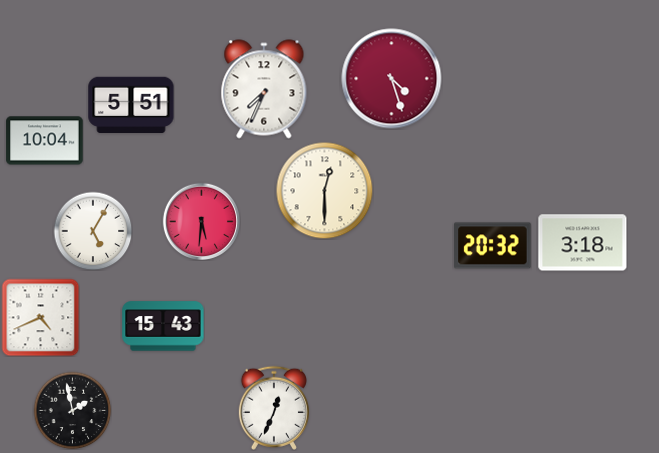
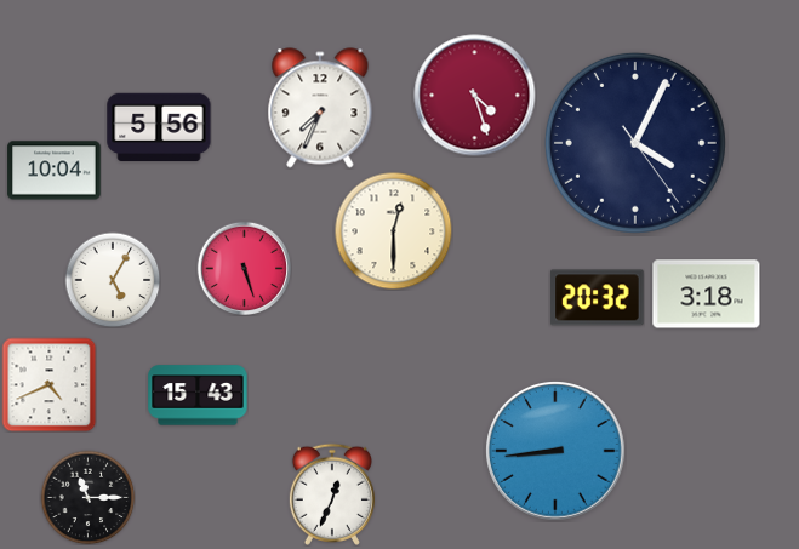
clock at (131, 105): 5:51 -> 5:56
clock at (635, 143): none -> 4:04
clock at (201, 221): 5:31 -> 5:27
clock at (557, 452): none -> 8:44
clock at (72, 410): 1:58 -> 11:15
